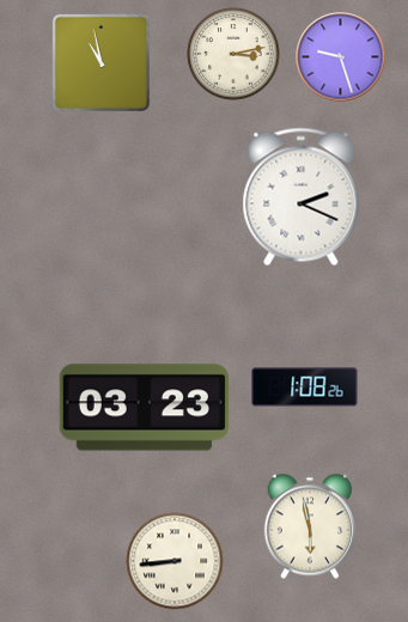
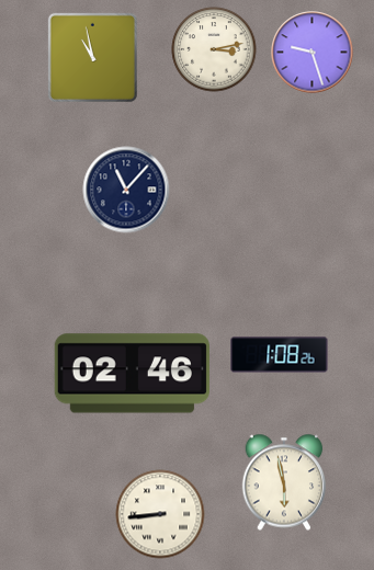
clock at (302, 197): 2:19 -> none
clock at (126, 190): none -> 11:07
clock at (144, 408): 03:23 -> 02:46
